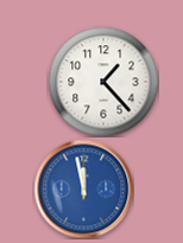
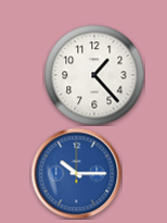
clock at (83, 188): 11:58 -> 10:15
